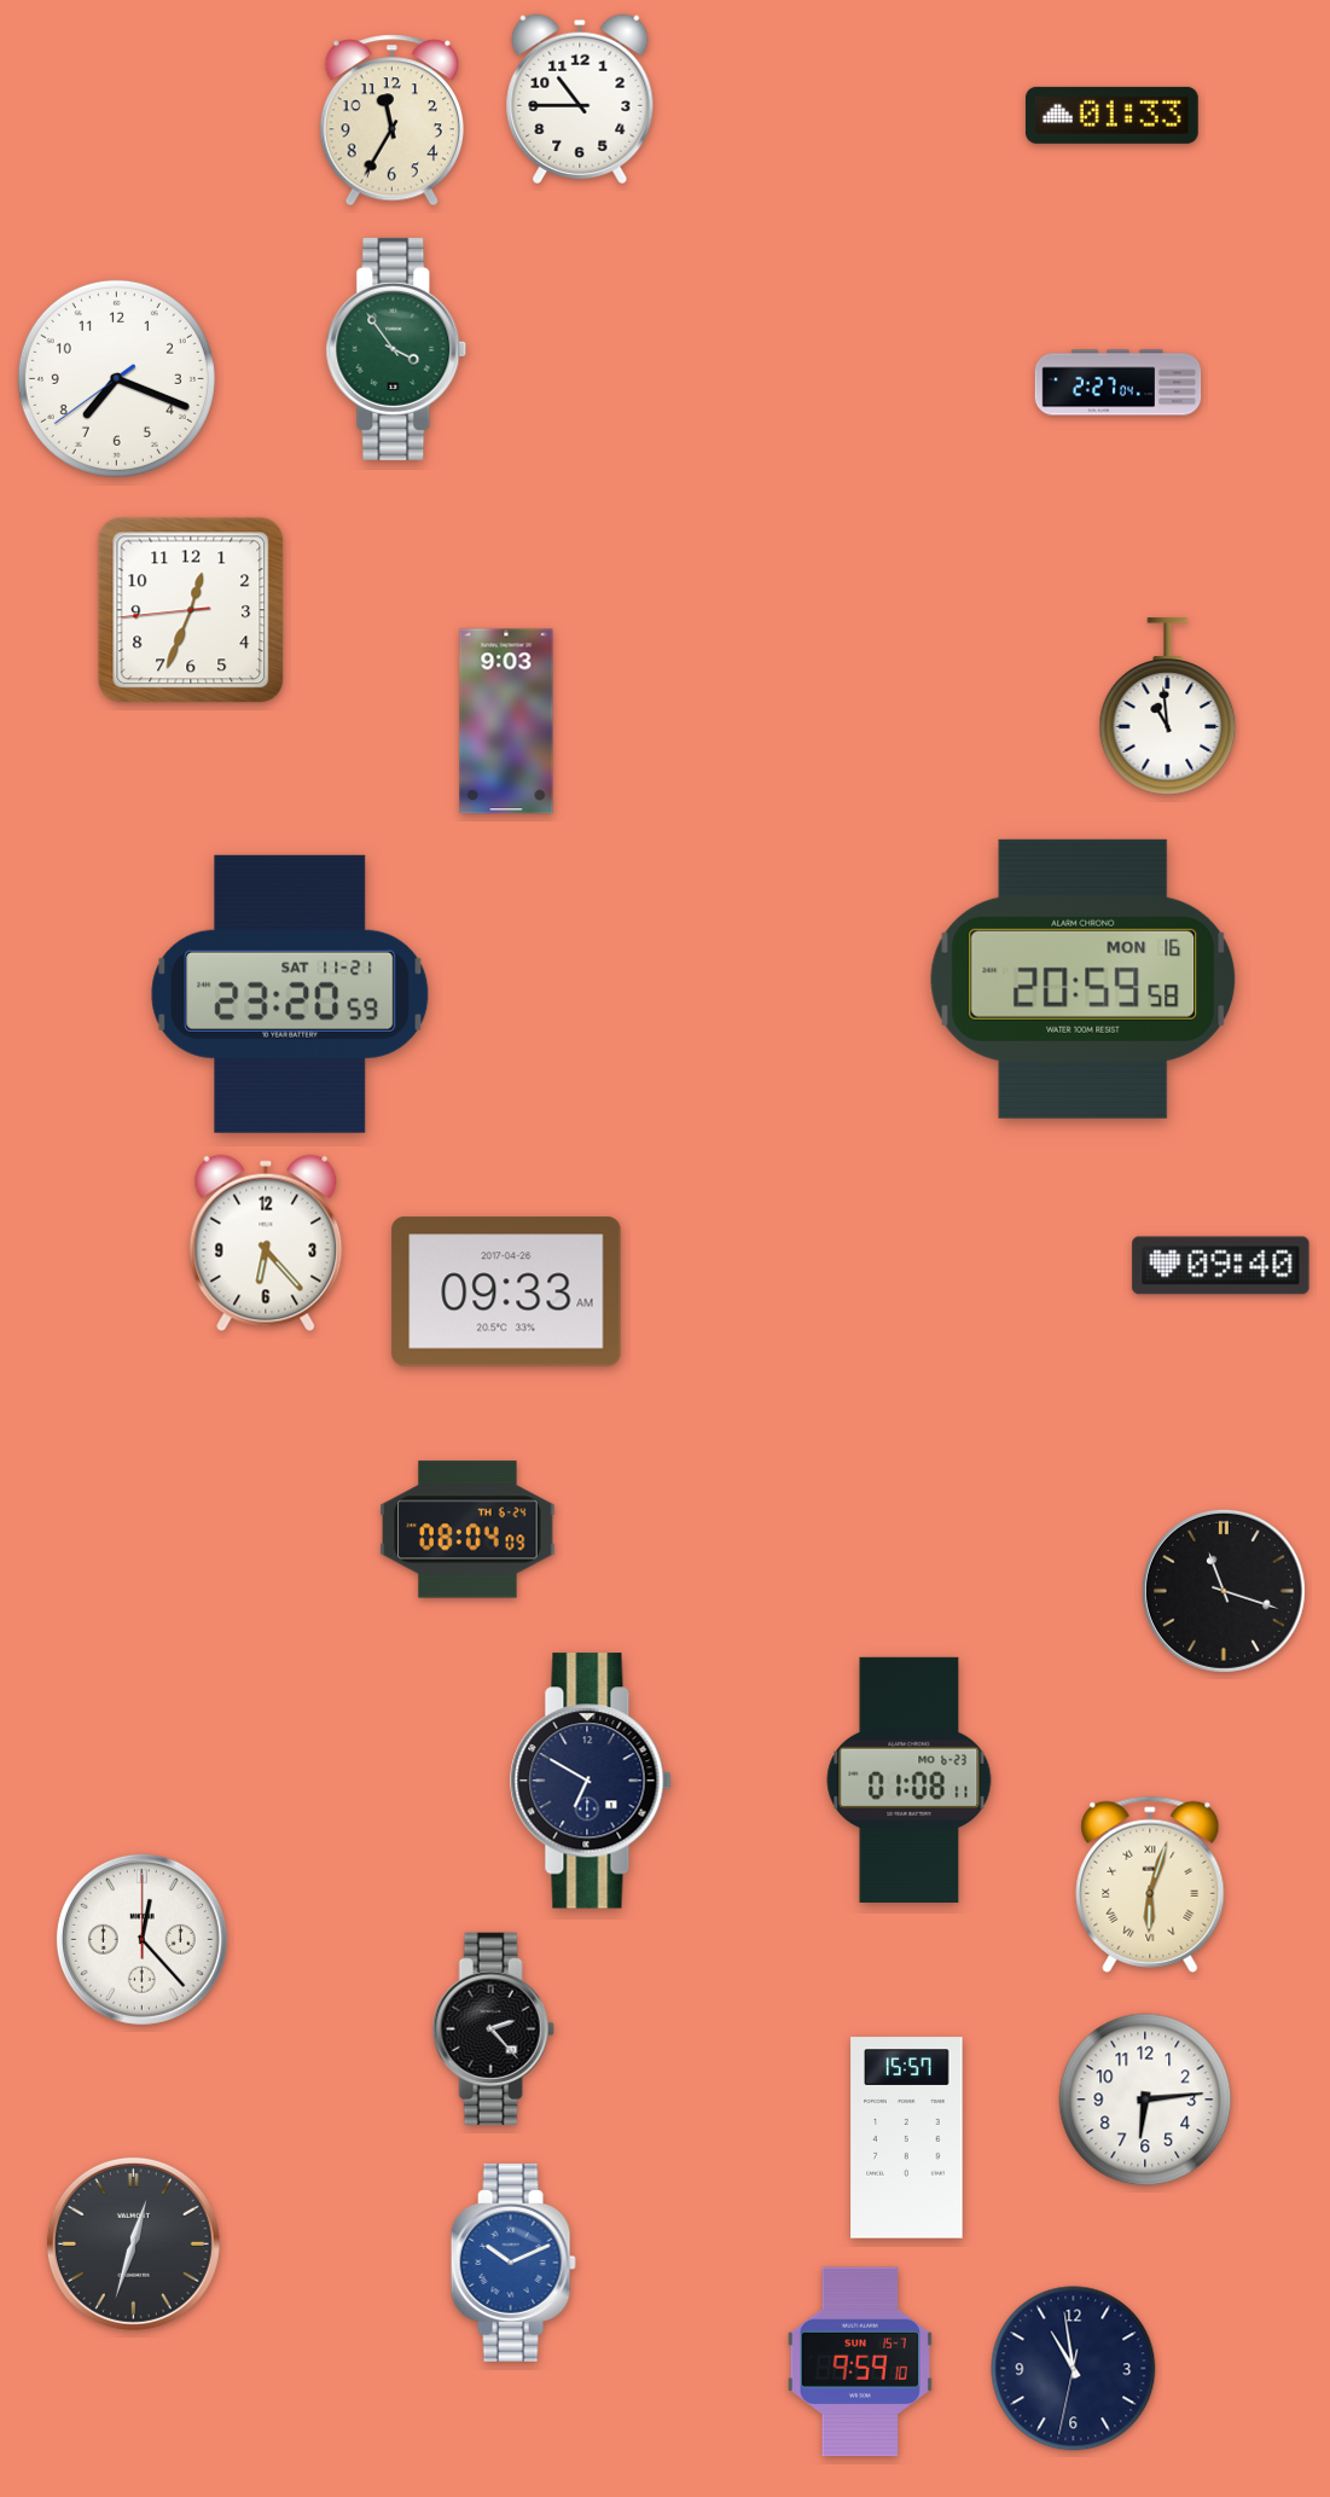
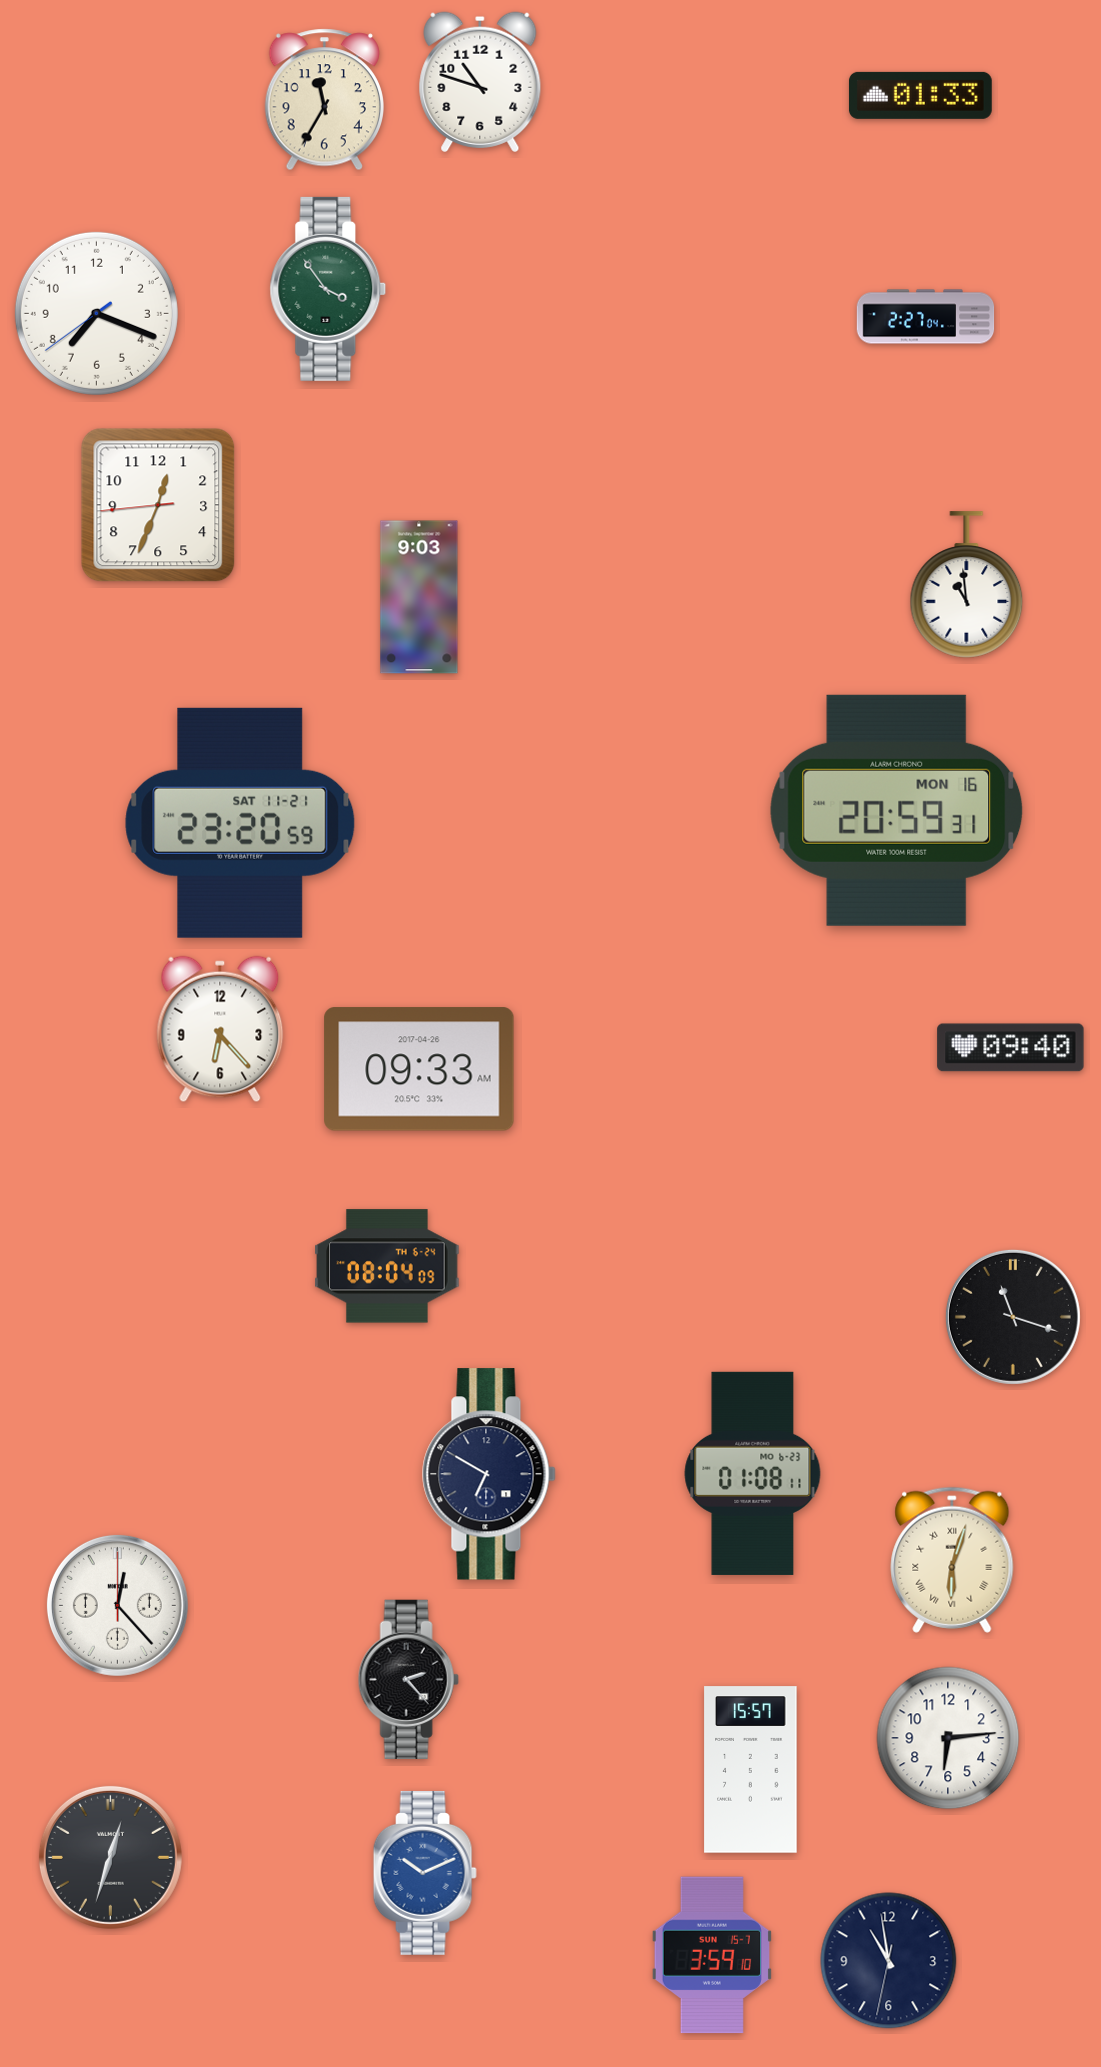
clock at (580, 99): 10:45 -> 10:48
clock at (1084, 979): 20:59:58 -> 20:59:31
clock at (860, 2362): 9:59 -> 3:59
